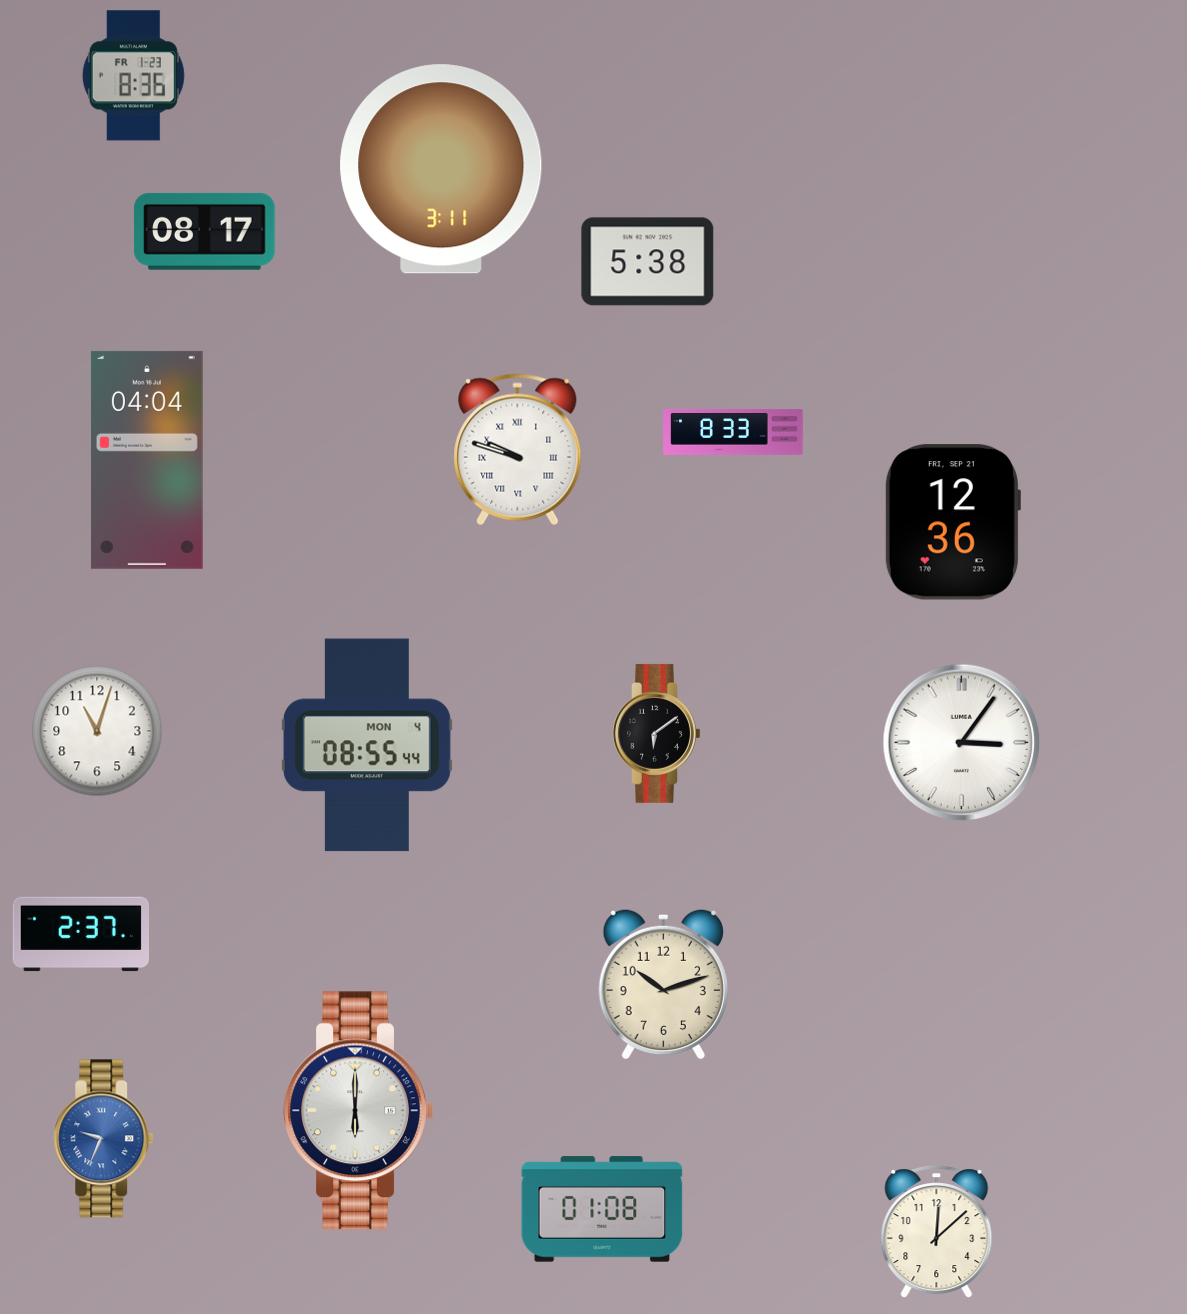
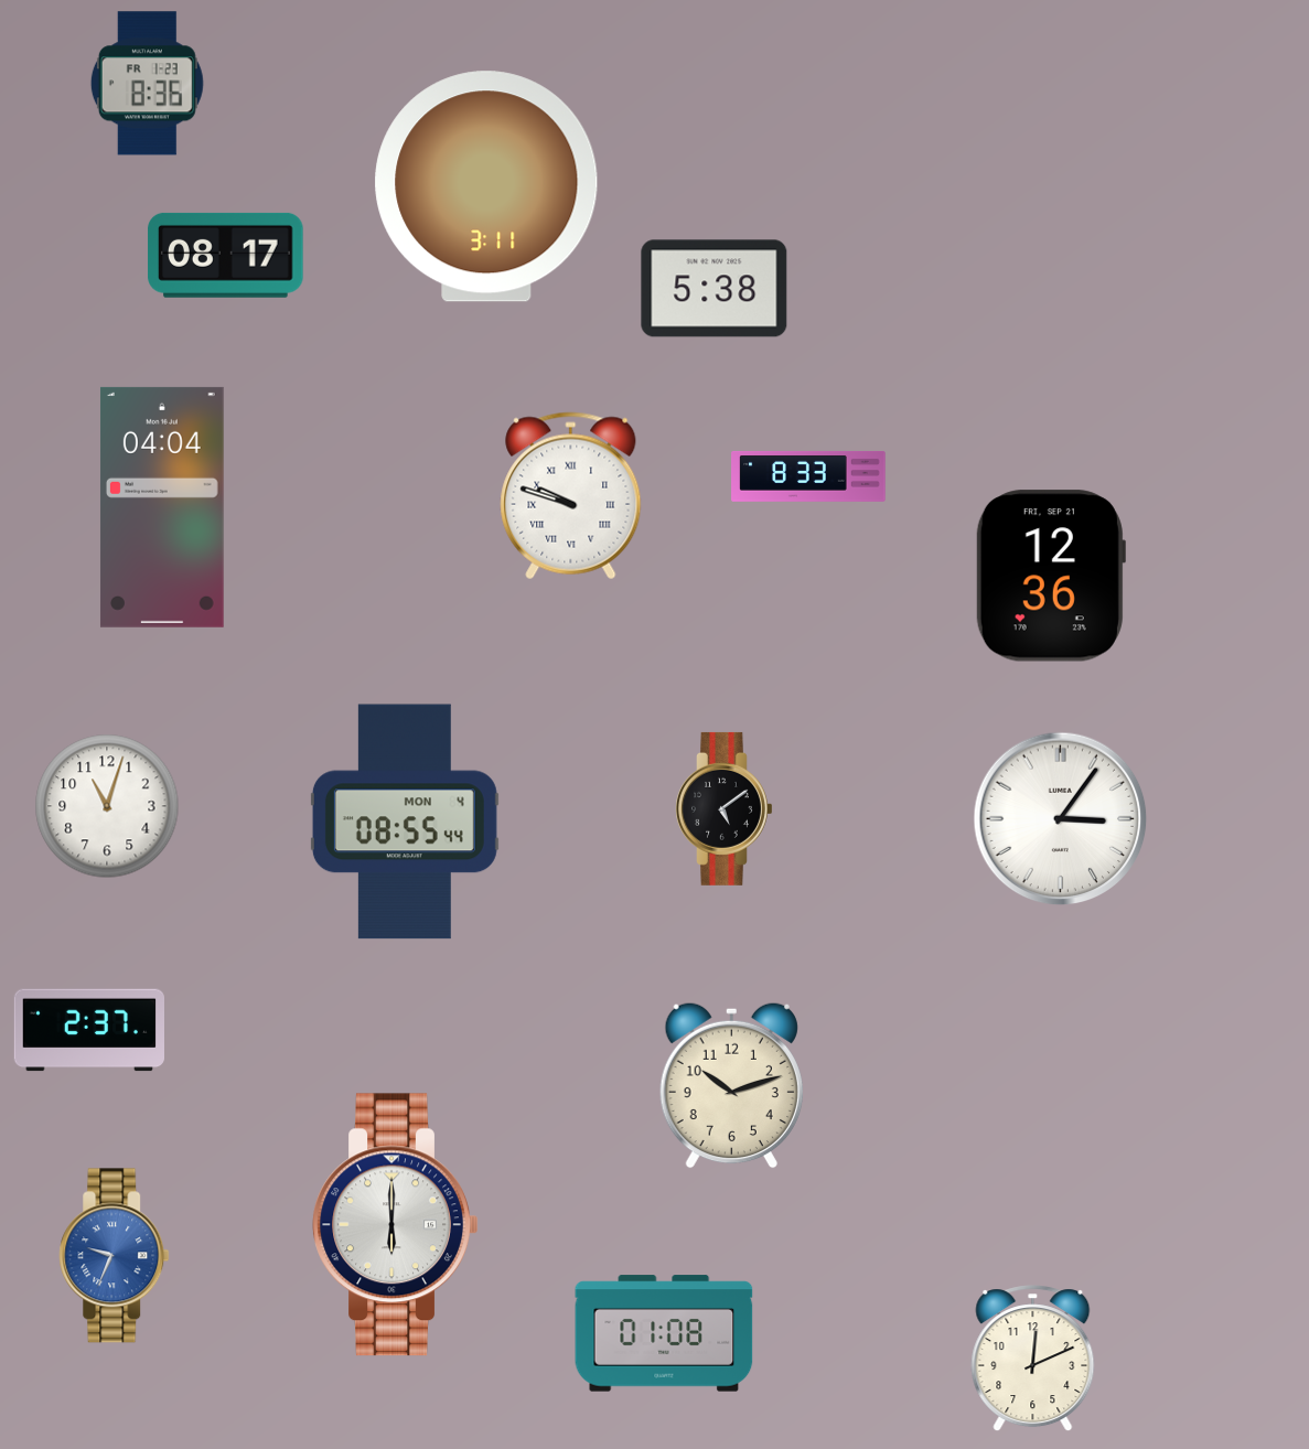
clock at (657, 733): 6:09 -> 5:09
clock at (937, 1232): 12:08 -> 12:11
